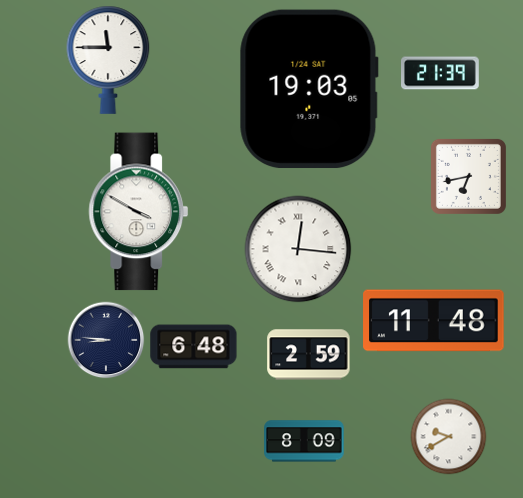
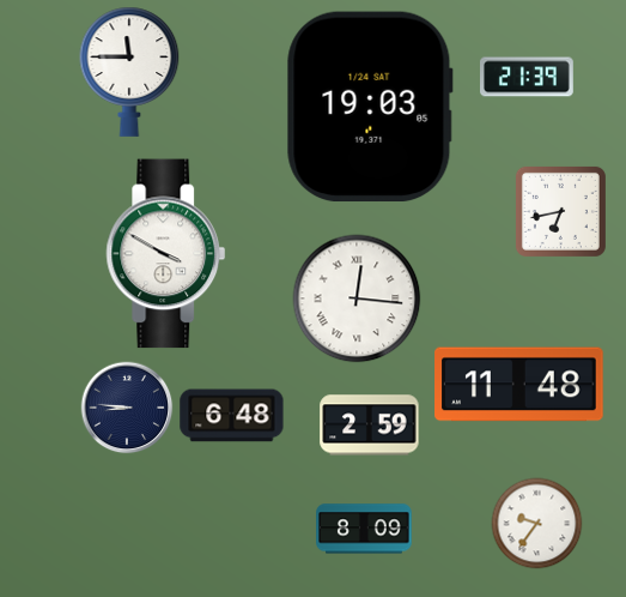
clock at (441, 73) position: (441, 73) -> (528, 77)
clock at (449, 437): 9:40 -> 9:36
